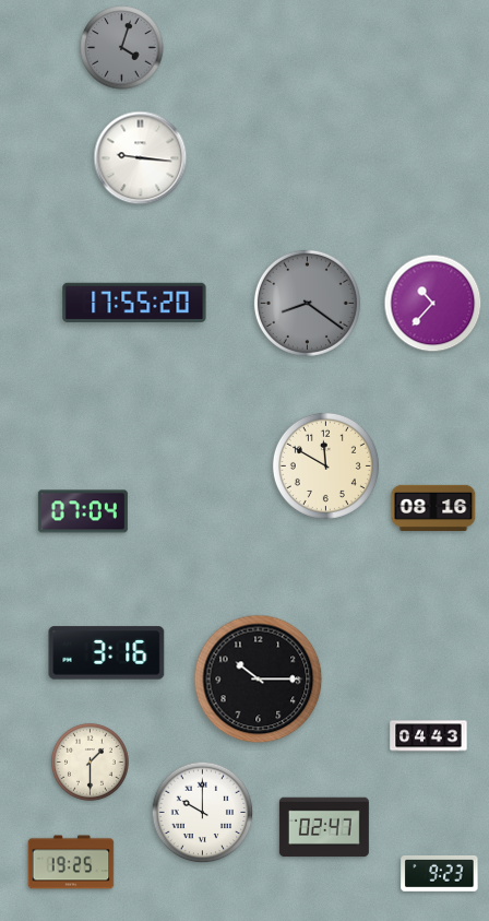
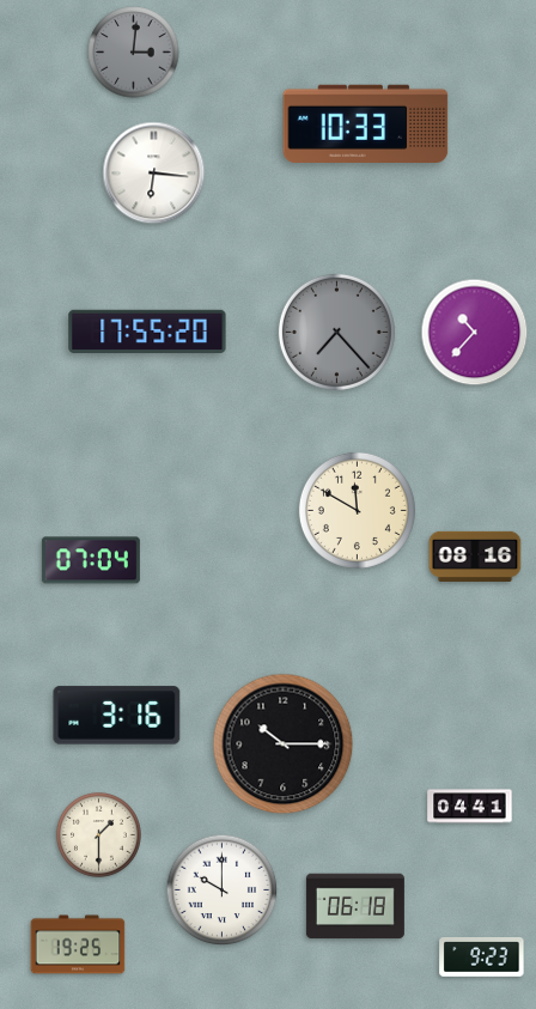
clock at (122, 48): 4:03 -> 3:01
clock at (366, 123): none -> 10:33
clock at (141, 158): 9:16 -> 6:16
clock at (307, 303): 8:21 -> 7:23
clock at (429, 736): 04:43 -> 04:41
clock at (324, 827): 02:47 -> 06:18
